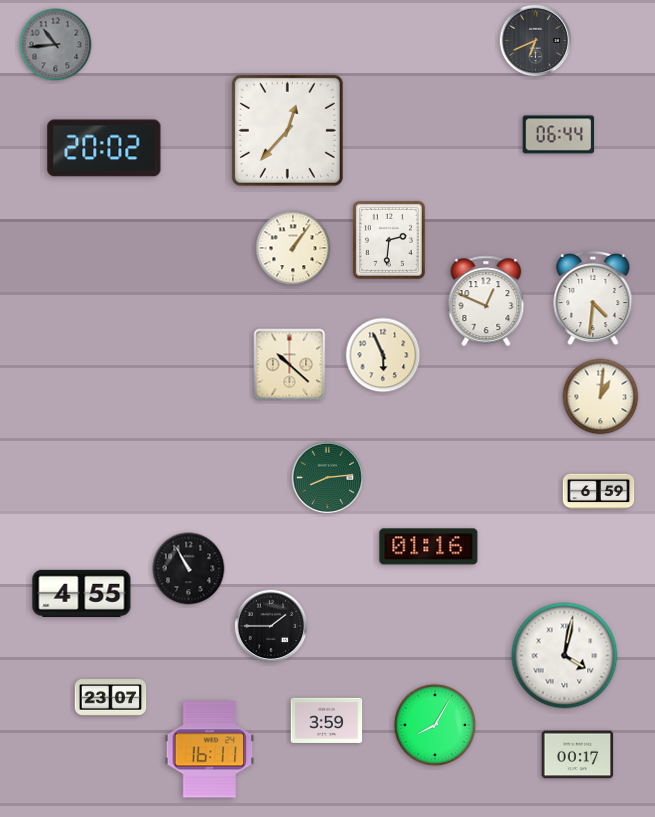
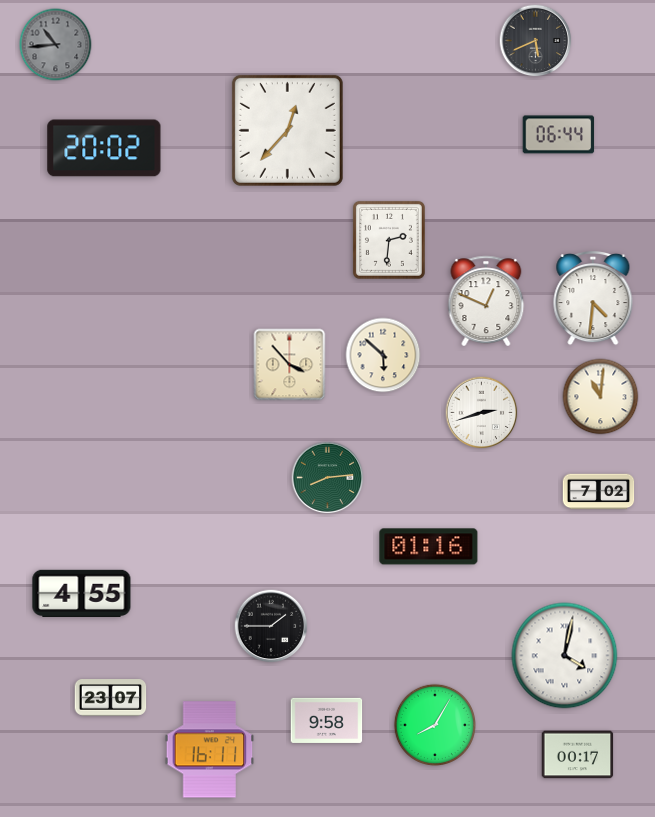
clock at (536, 41): 6:41 -> 5:41
clock at (293, 248): 1:06 -> none
clock at (383, 355): 5:56 -> 5:52
clock at (290, 365): 10:22 -> 3:53
clock at (601, 397): 1:01 -> 11:01
clock at (482, 413): none -> 2:42
clock at (599, 492): 6:59 -> 7:02
clock at (189, 569): 10:55 -> none
clock at (327, 720): 3:59 -> 9:58
